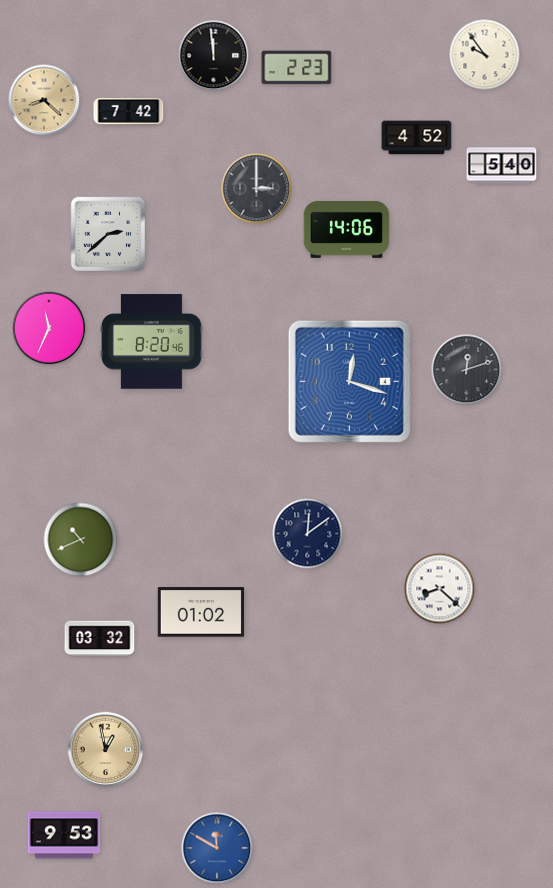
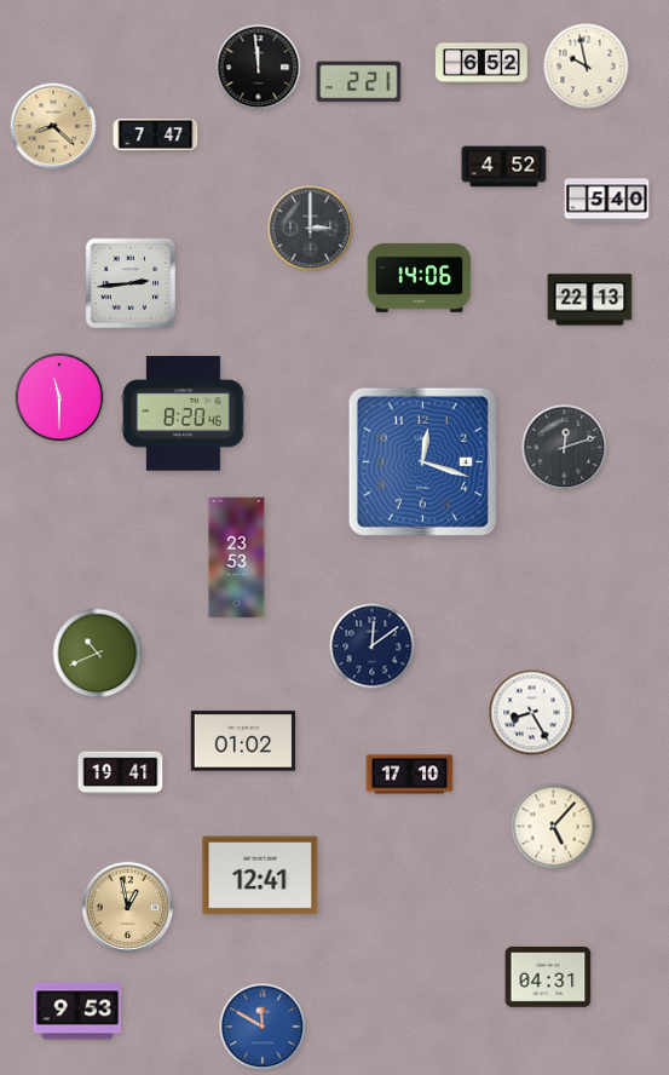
clock at (481, 63): none -> 6:52
clock at (485, 55): 9:54 -> 9:58
clock at (297, 68): 2:23 -> 2:21
clock at (44, 100) position: (44, 100) -> (53, 126)
clock at (129, 111): 7:42 -> 7:47
clock at (108, 234): 2:38 -> 2:44
clock at (590, 300): none -> 22:13
clock at (49, 328): 11:34 -> 11:30
clock at (237, 558): none -> 23:53
clock at (440, 589): 8:22 -> 8:25
clock at (100, 639): 03:32 -> 19:41
clock at (410, 775): none -> 17:10
clock at (554, 827): none -> 5:07
clock at (260, 875): none -> 12:41
clock at (548, 977): none -> 04:31
